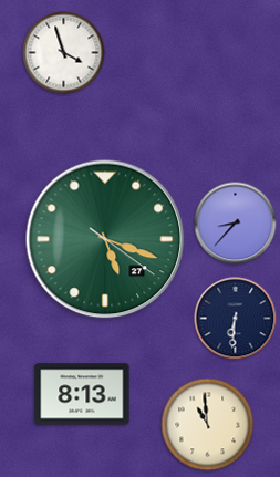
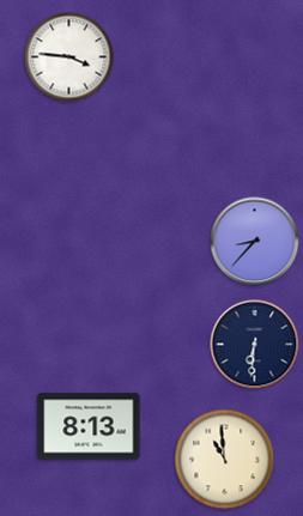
clock at (64, 53): 3:57 -> 3:46
clock at (105, 239): 5:18 -> none
